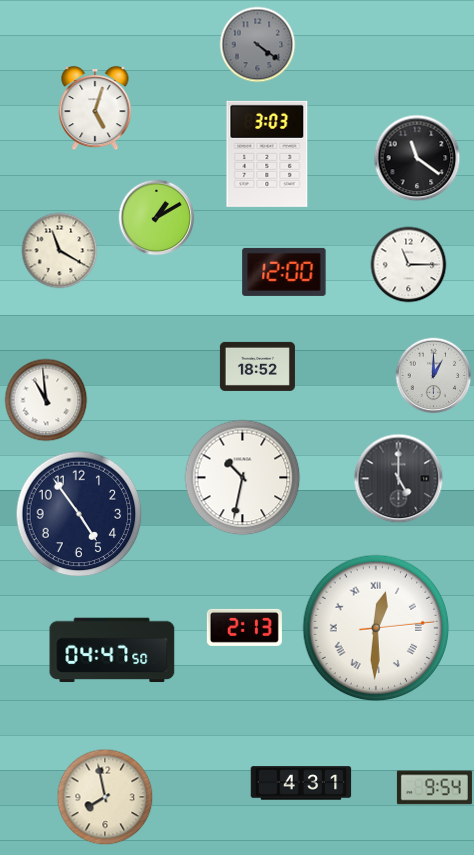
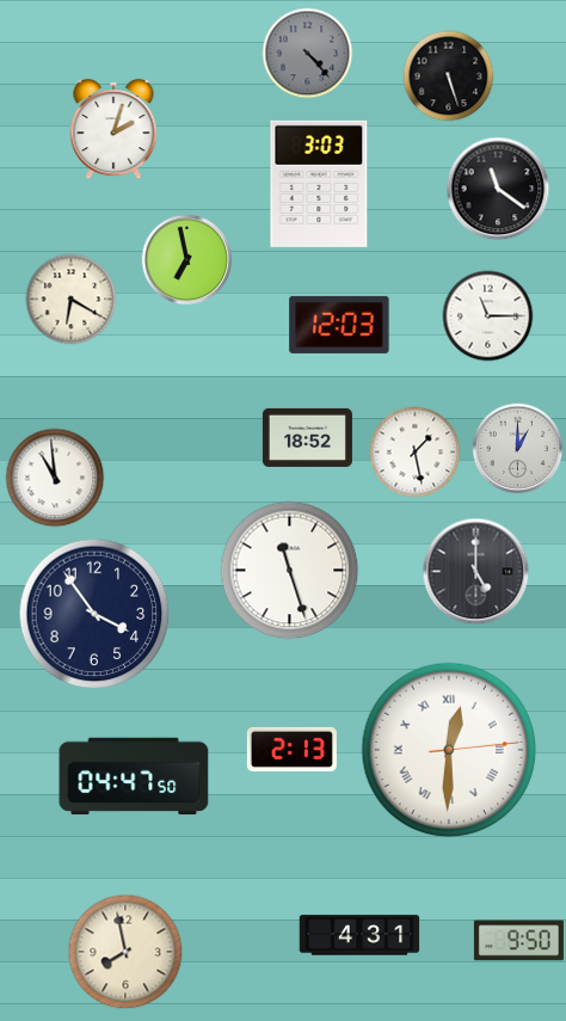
clock at (258, 45): 4:21 -> 4:23
clock at (449, 76): none -> 5:27
clock at (95, 108): 5:03 -> 2:03
clock at (157, 218): 1:10 -> 6:58
clock at (60, 251): 11:20 -> 6:20
clock at (284, 272): 12:00 -> 12:03
clock at (416, 453): none -> 1:28
clock at (243, 478): 10:32 -> 11:27
clock at (79, 514): 4:54 -> 3:54
clock at (434, 788): 9:54 -> 9:50
